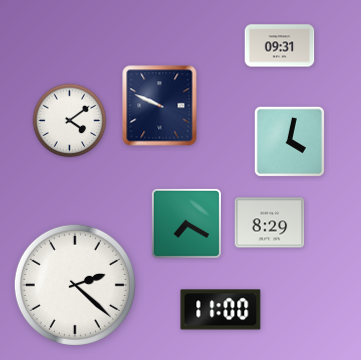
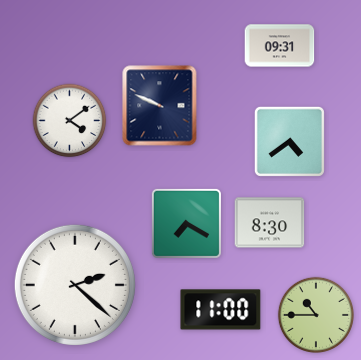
clock at (289, 141): 4:02 -> 4:39
clock at (270, 223): 8:29 -> 8:30
clock at (315, 314): none -> 10:45
